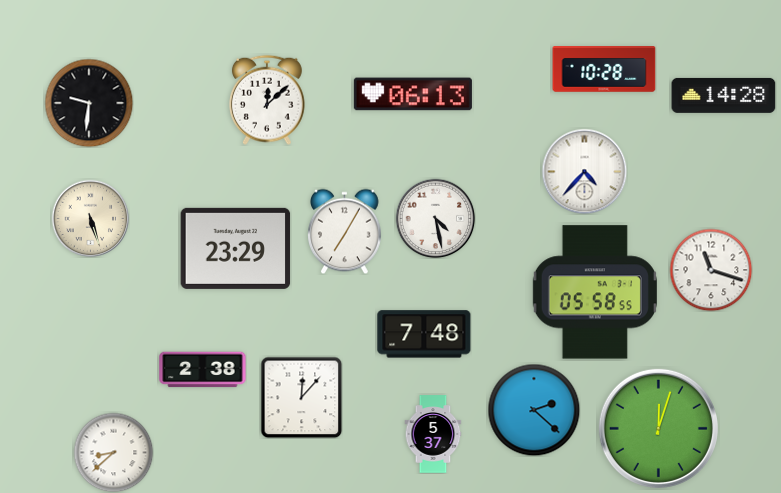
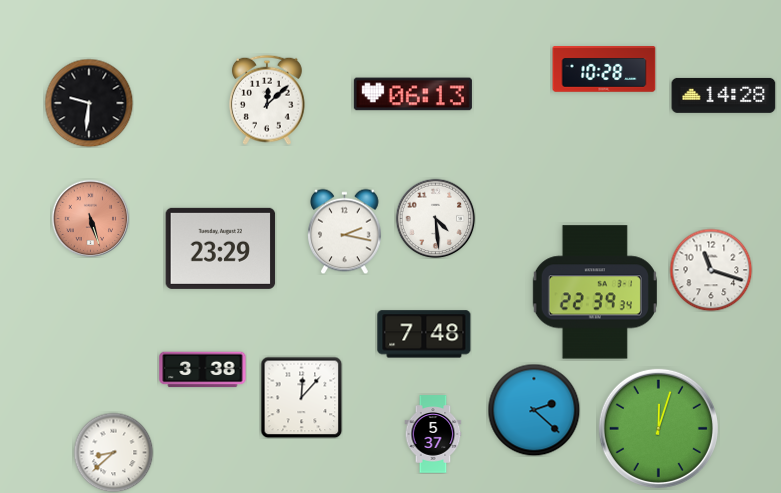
clock at (584, 171): 4:37 -> none
clock at (90, 218) dial: cream -> salmon
clock at (435, 218): 4:28 -> 4:29
clock at (345, 231): 7:05 -> 2:17
clock at (236, 248) position: (236, 248) -> (221, 248)
clock at (595, 292): 05:58 -> 22:39
clock at (203, 370): 2:38 -> 3:38
